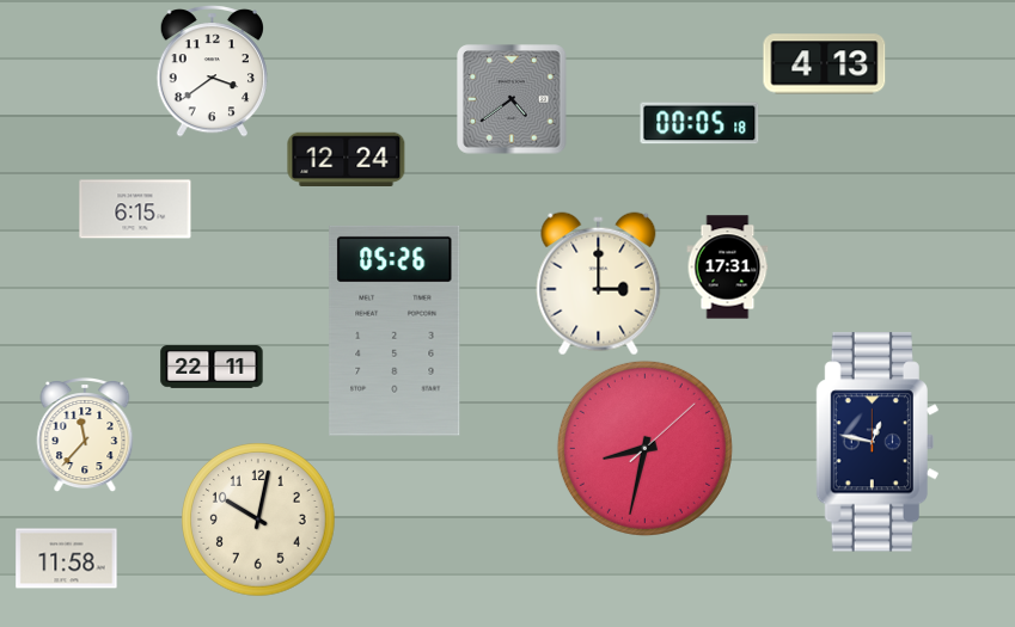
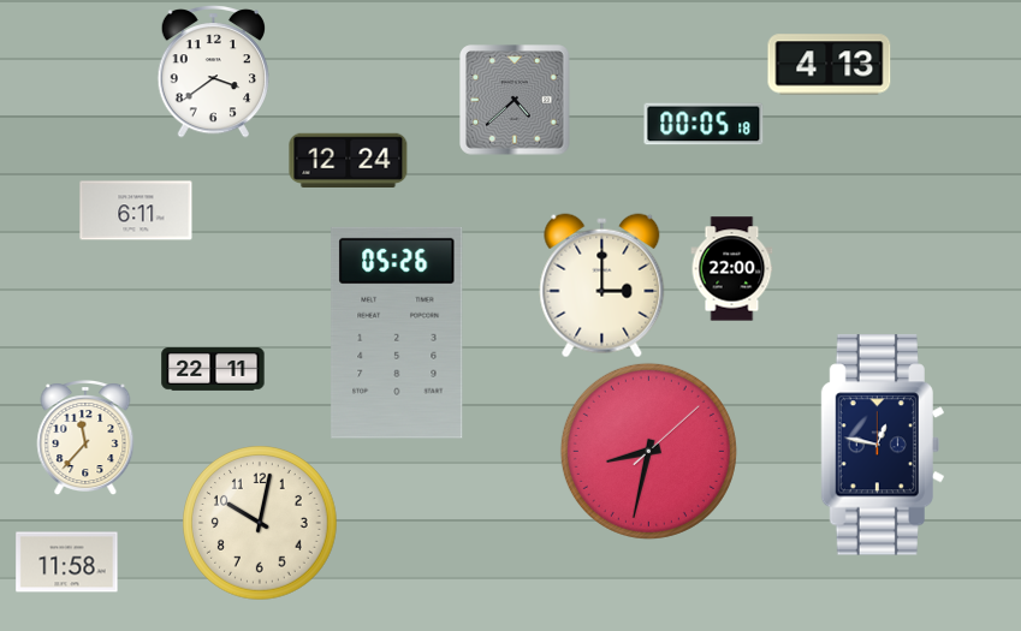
clock at (512, 99): 4:39 -> 4:38
clock at (135, 209): 6:15 -> 6:11
clock at (728, 268): 17:31 -> 22:00
